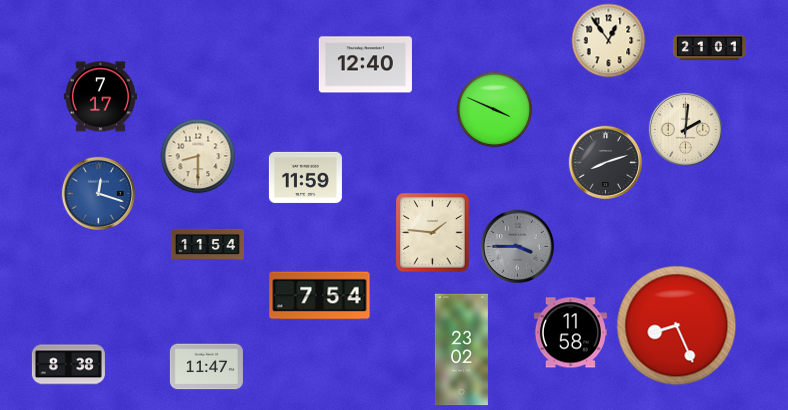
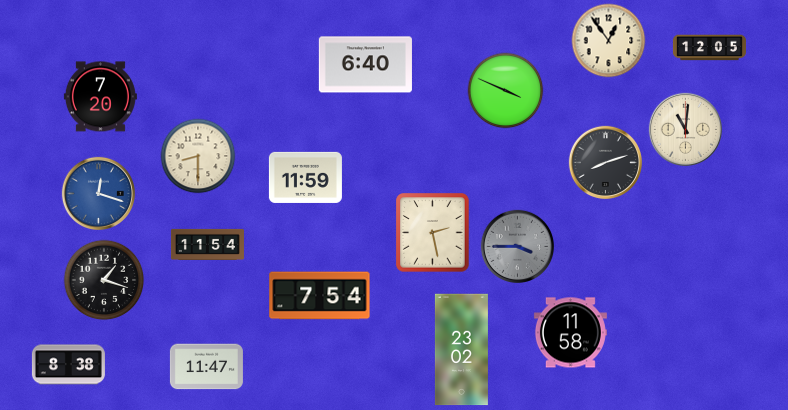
clock at (709, 48): 21:01 -> 12:05
clock at (365, 65): 12:40 -> 6:40
clock at (100, 97): 7:17 -> 7:20
clock at (495, 110) position: (495, 110) -> (506, 91)
clock at (685, 129): 2:01 -> 11:01
clock at (433, 233): 1:46 -> 2:28
clock at (104, 280): none -> 1:18
clock at (677, 326): 8:26 -> none
